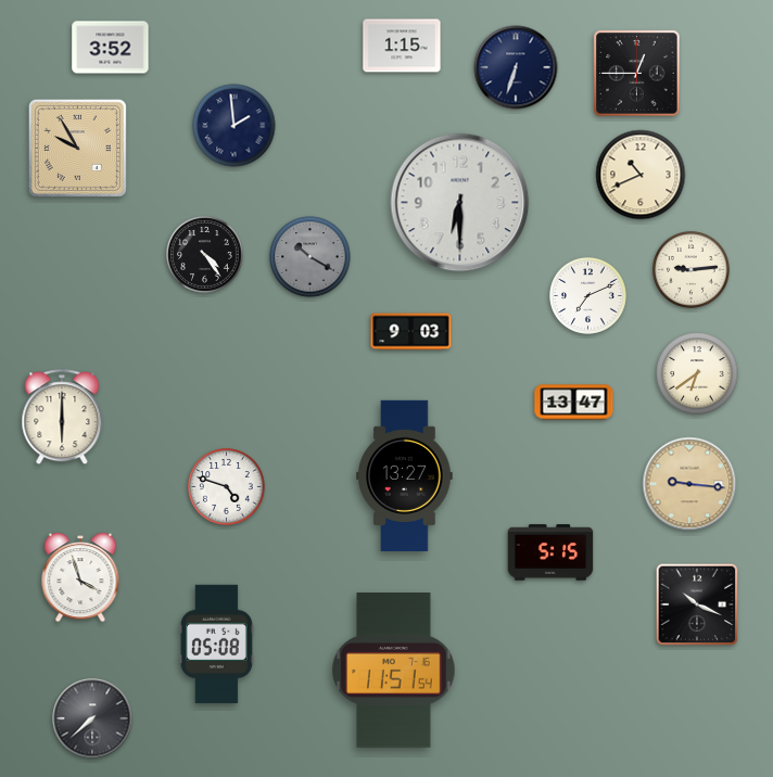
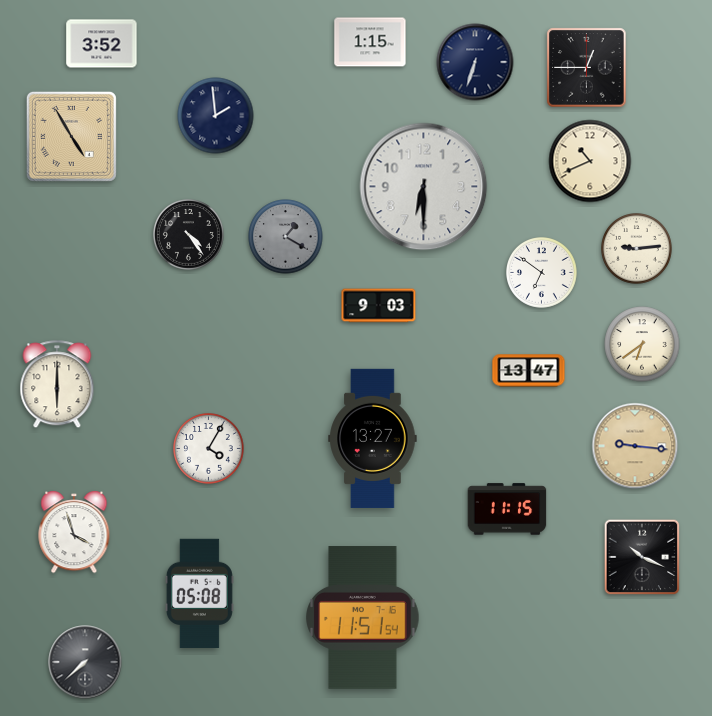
clock at (77, 148): 9:55 -> 4:55
clock at (311, 257): 10:20 -> 1:20
clock at (588, 296): 7:11 -> 6:51
clock at (227, 487): 4:48 -> 4:05
clock at (550, 552): 5:15 -> 11:15
